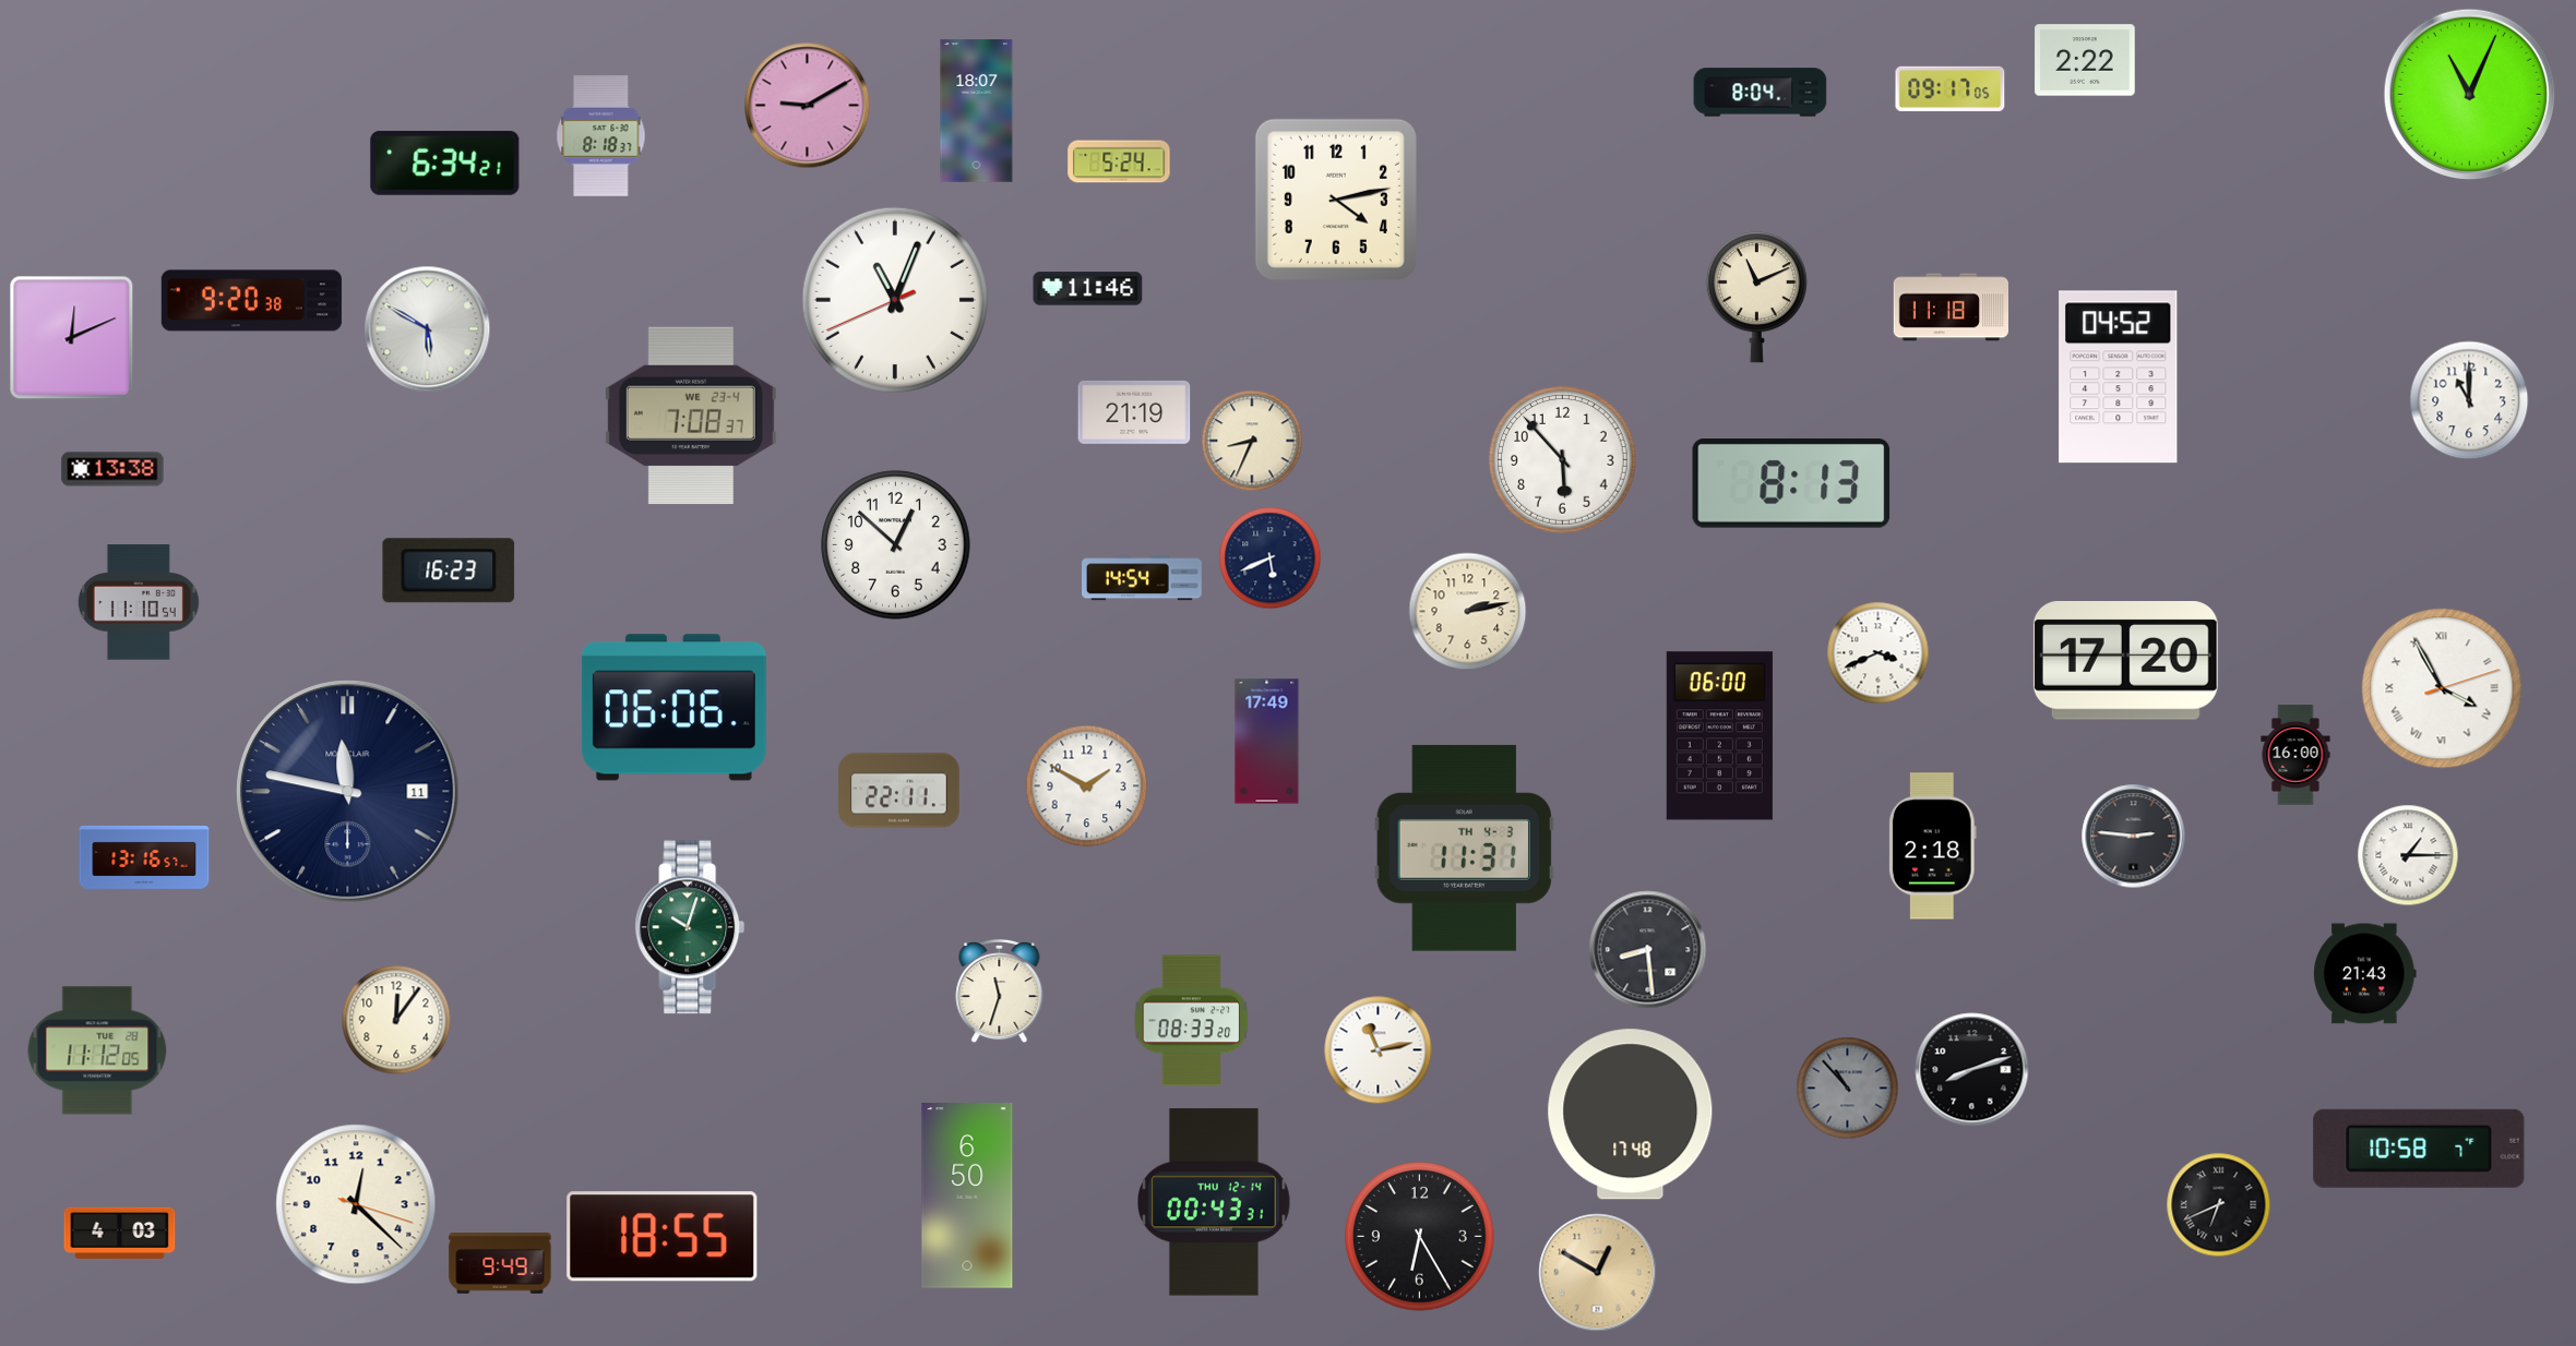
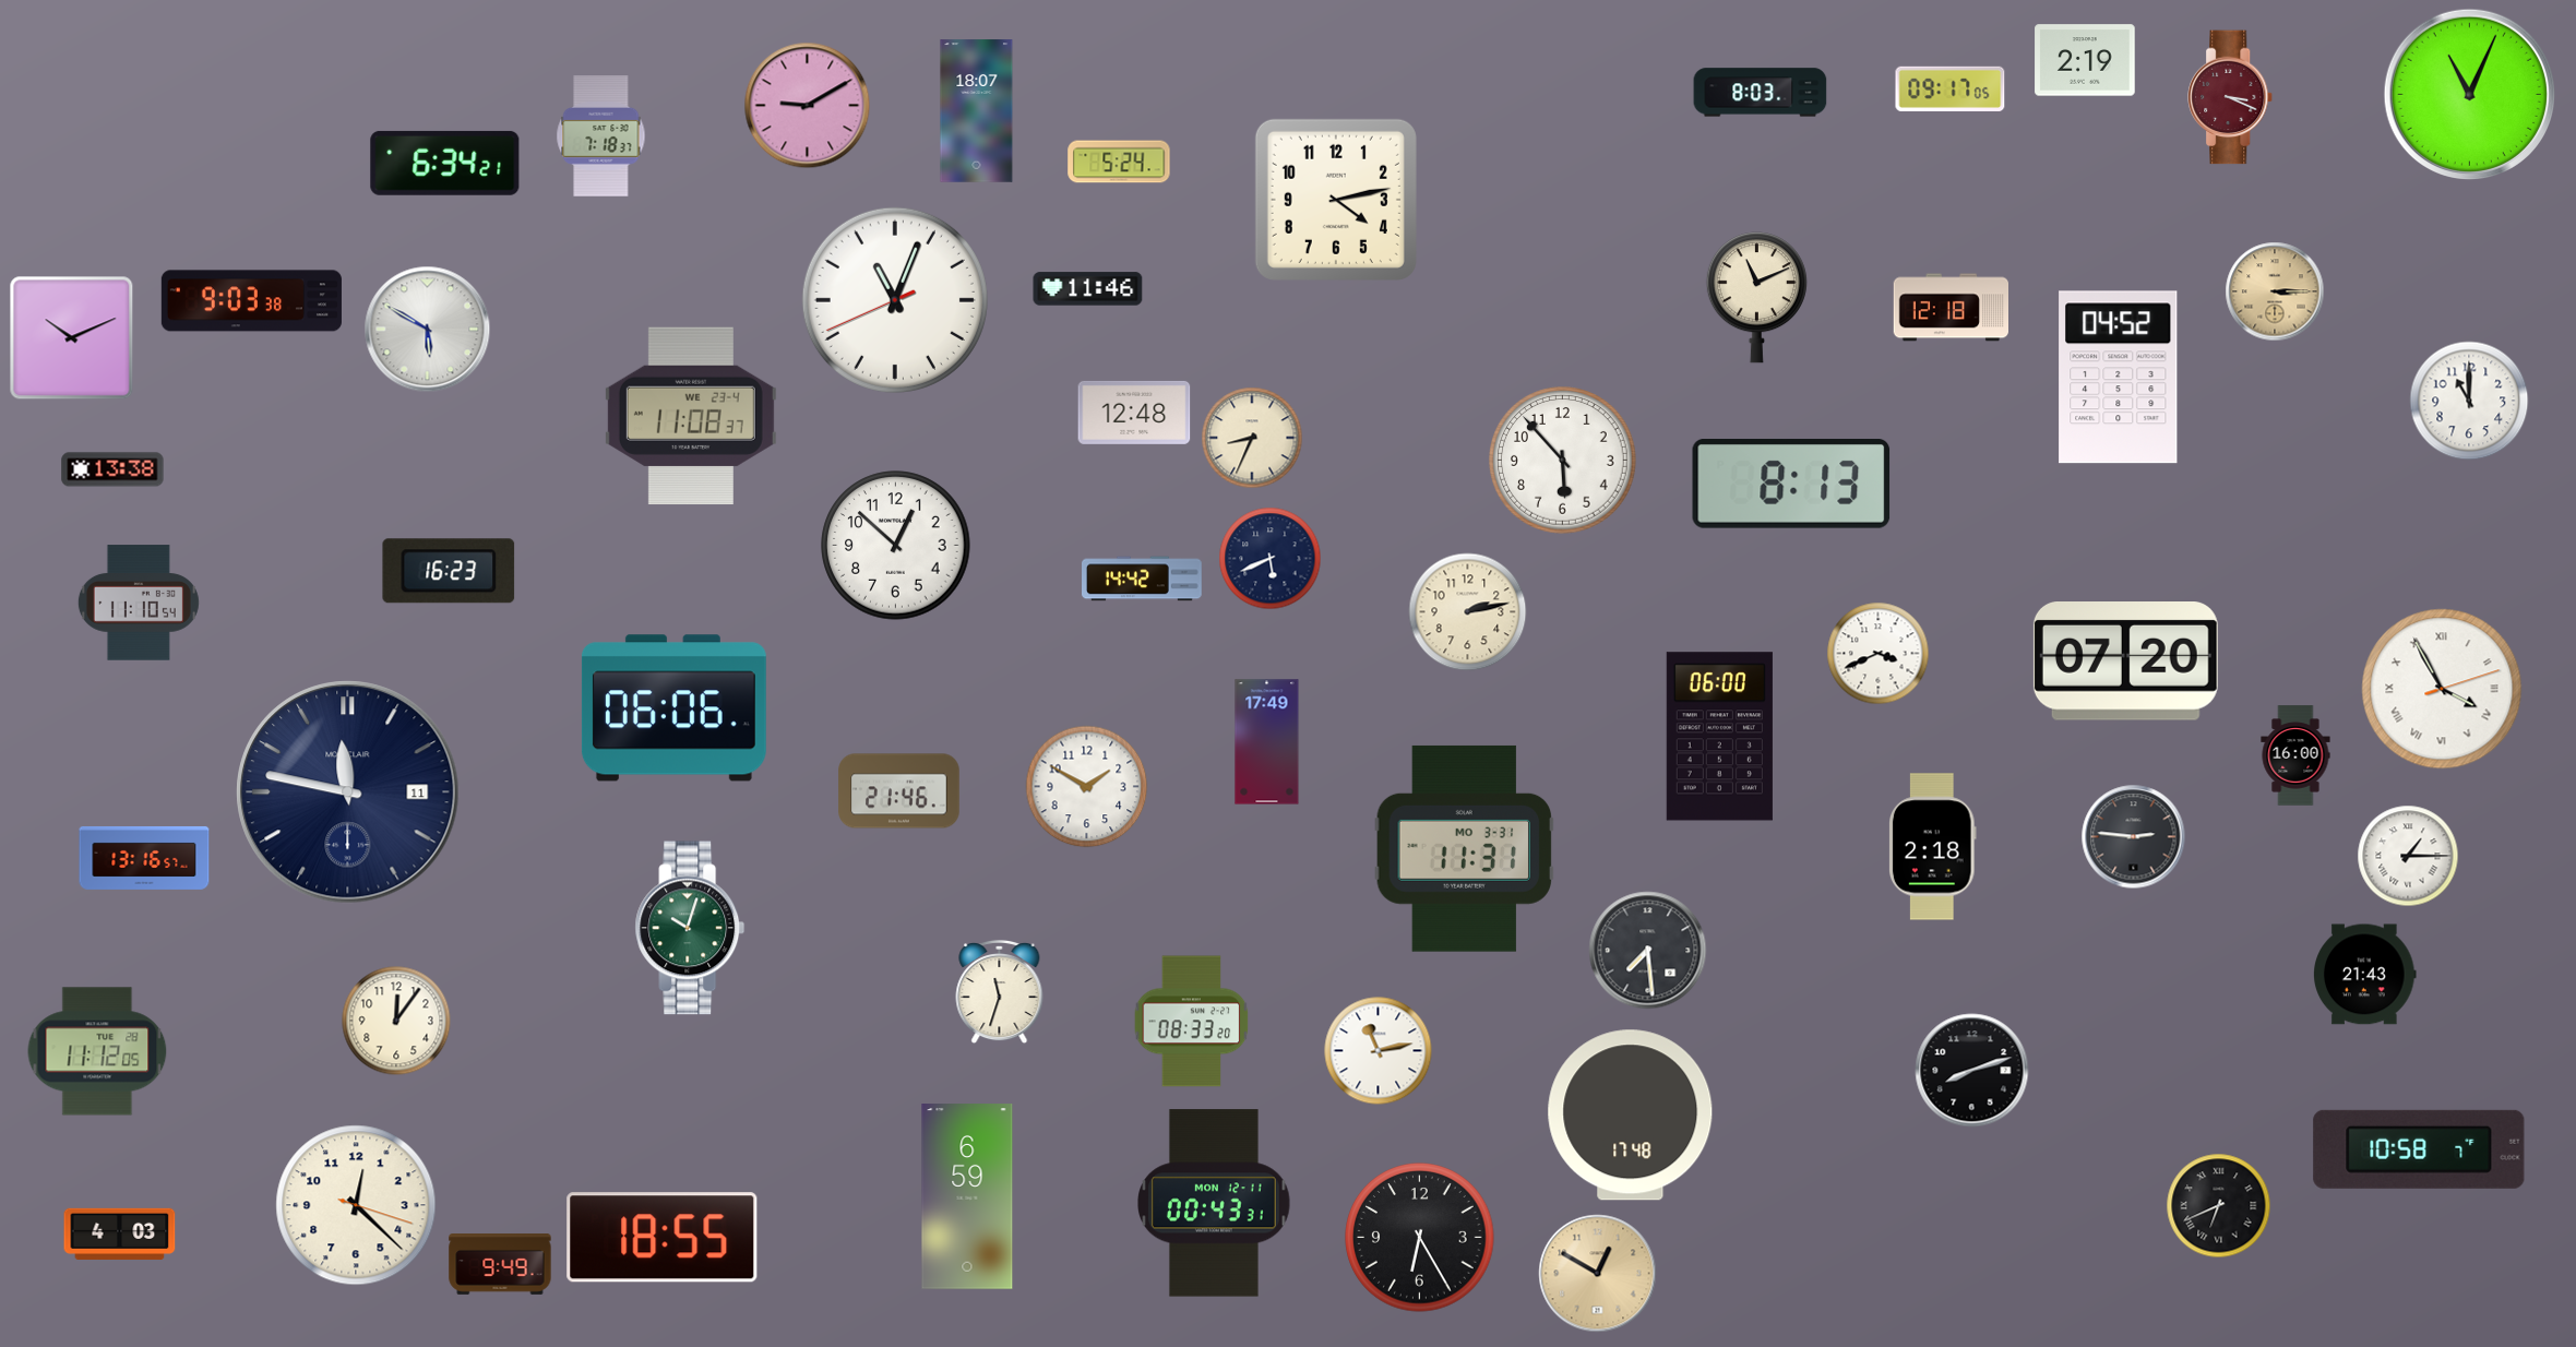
clock at (2085, 60): 2:22 -> 2:19
clock at (1761, 93): 8:04 -> 8:03
clock at (2231, 97): none -> 3:19
clock at (601, 136): 8:18 -> 7:18
clock at (2275, 291): none -> 3:15
clock at (251, 301): 9:20 -> 9:03
clock at (1951, 308): 11:18 -> 12:18
clock at (72, 338): 12:11 -> 10:11
clock at (1134, 412): 21:19 -> 12:48
clock at (691, 416): 7:08 -> 11:08
clock at (1252, 441) position: (1252, 441) -> (1252, 438)
clock at (1143, 578): 14:54 -> 14:42
clock at (2125, 661): 17:20 -> 07:20
clock at (899, 791): 22:11 -> 21:46
clock at (1465, 848) date: TH 4-3 -> MO 3-31
clock at (1648, 950): 8:29 -> 7:29
clock at (1848, 1089): 10:53 -> none
clock at (967, 1195): 6:50 -> 6:59
clock at (1215, 1202) date: THU 12-14 -> MON 12-11
